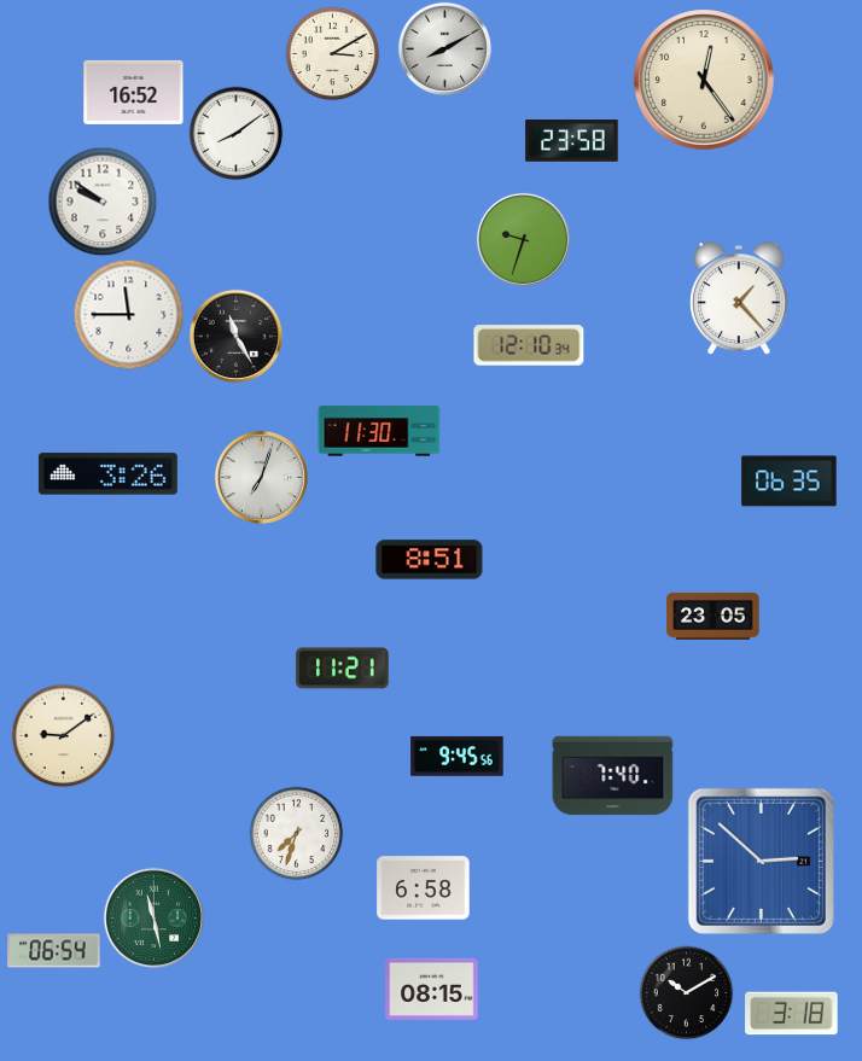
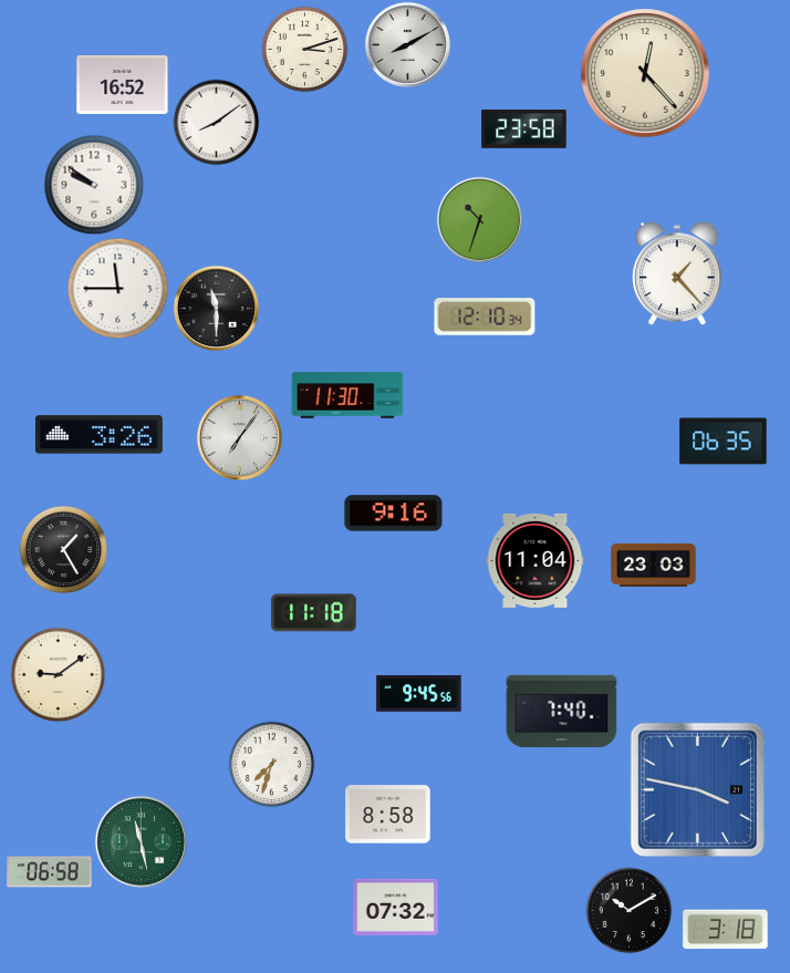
clock at (332, 53): 3:10 -> 3:12
clock at (704, 80): 12:24 -> 12:23
clock at (523, 239): 9:33 -> 10:33
clock at (235, 336): 11:25 -> 11:30
clock at (261, 477): 7:03 -> 7:06
clock at (430, 560): 8:51 -> 9:16
clock at (63, 549): none -> 1:25
clock at (536, 560): none -> 11:04
clock at (714, 616): 23:05 -> 23:03
clock at (343, 669): 11:21 -> 11:18
clock at (761, 861): 2:52 -> 3:47
clock at (424, 888): 6:58 -> 8:58
clock at (54, 951): 06:54 -> 06:58
clock at (432, 989): 08:15 -> 07:32
